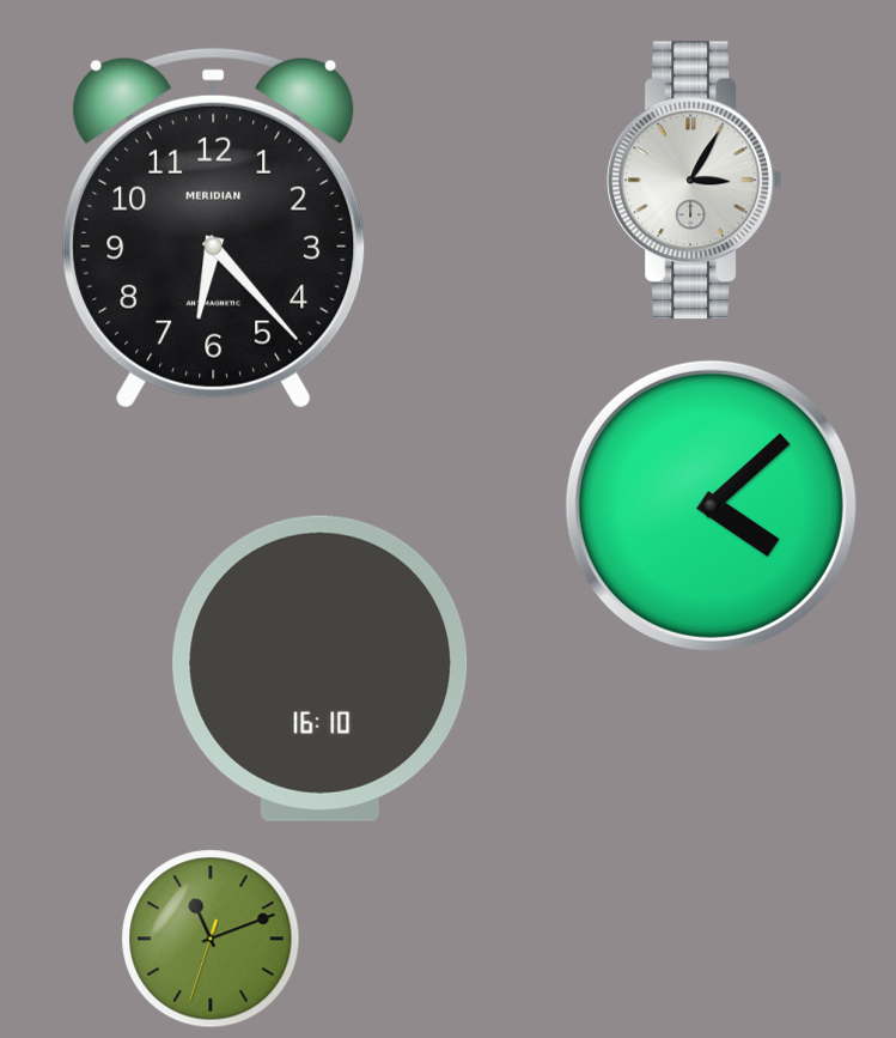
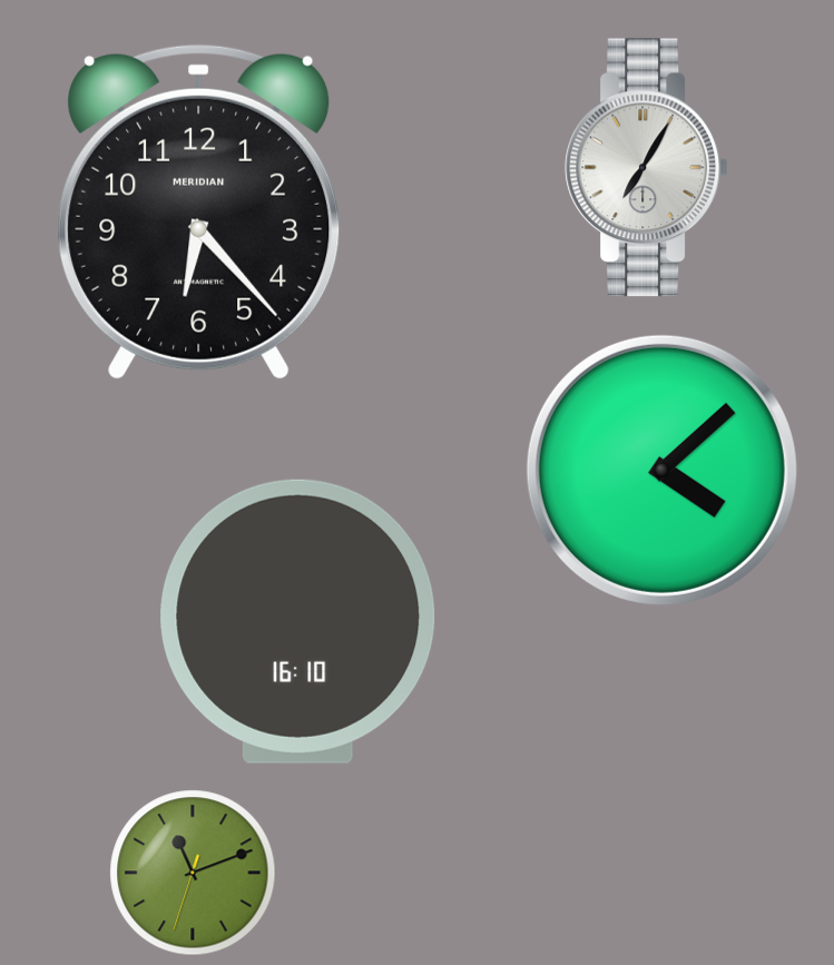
clock at (694, 181): 3:05 -> 7:05
clock at (211, 939) position: (211, 939) -> (193, 873)
